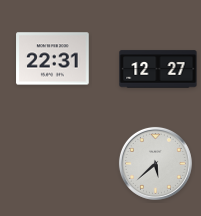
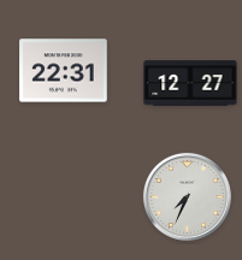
clock at (155, 163): 5:38 -> 7:34
